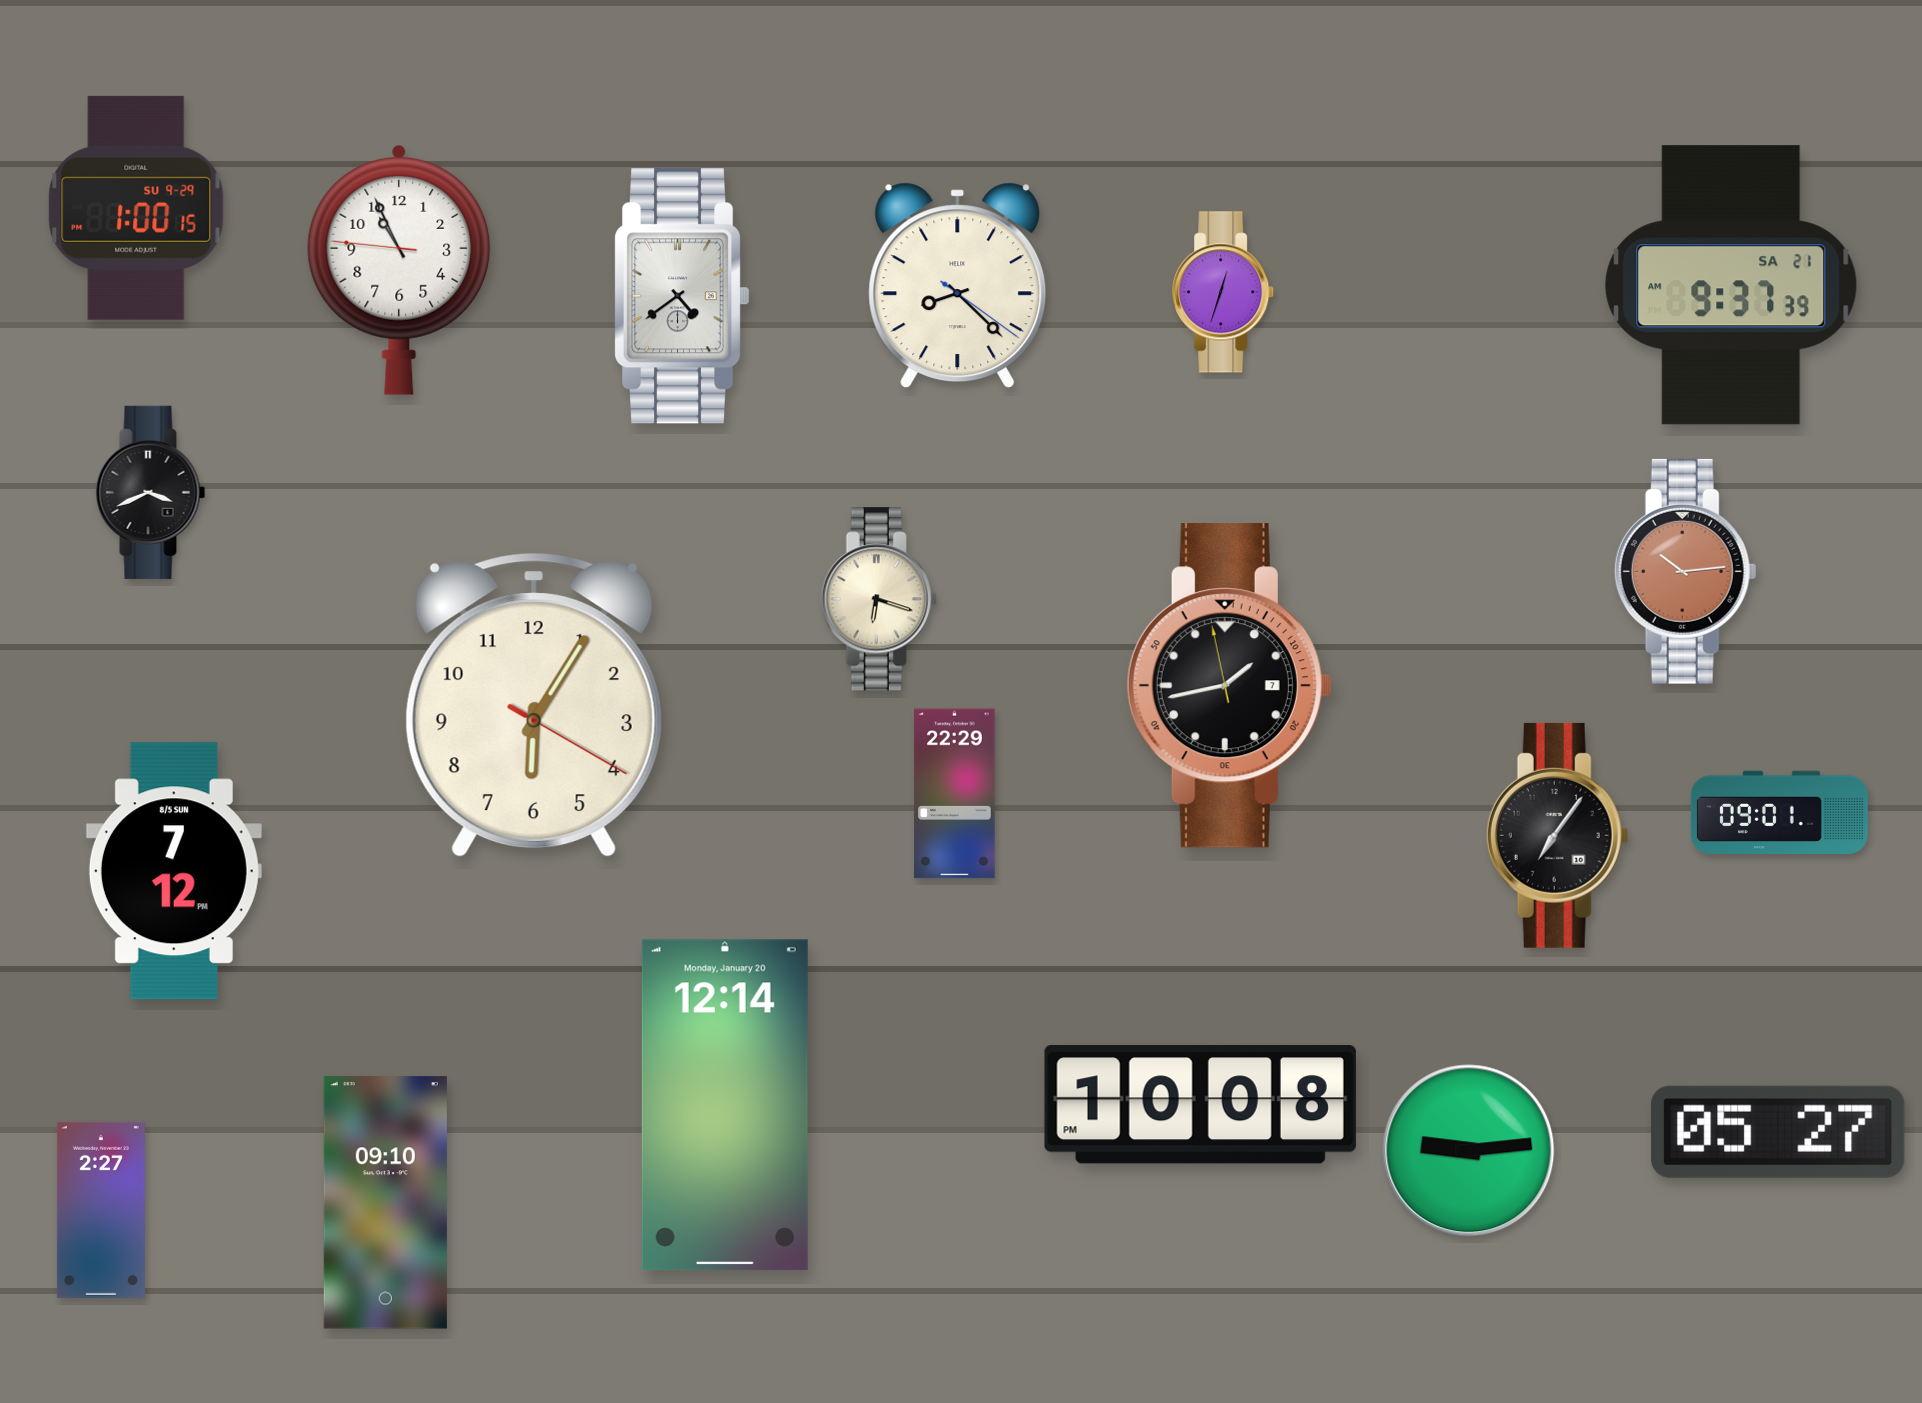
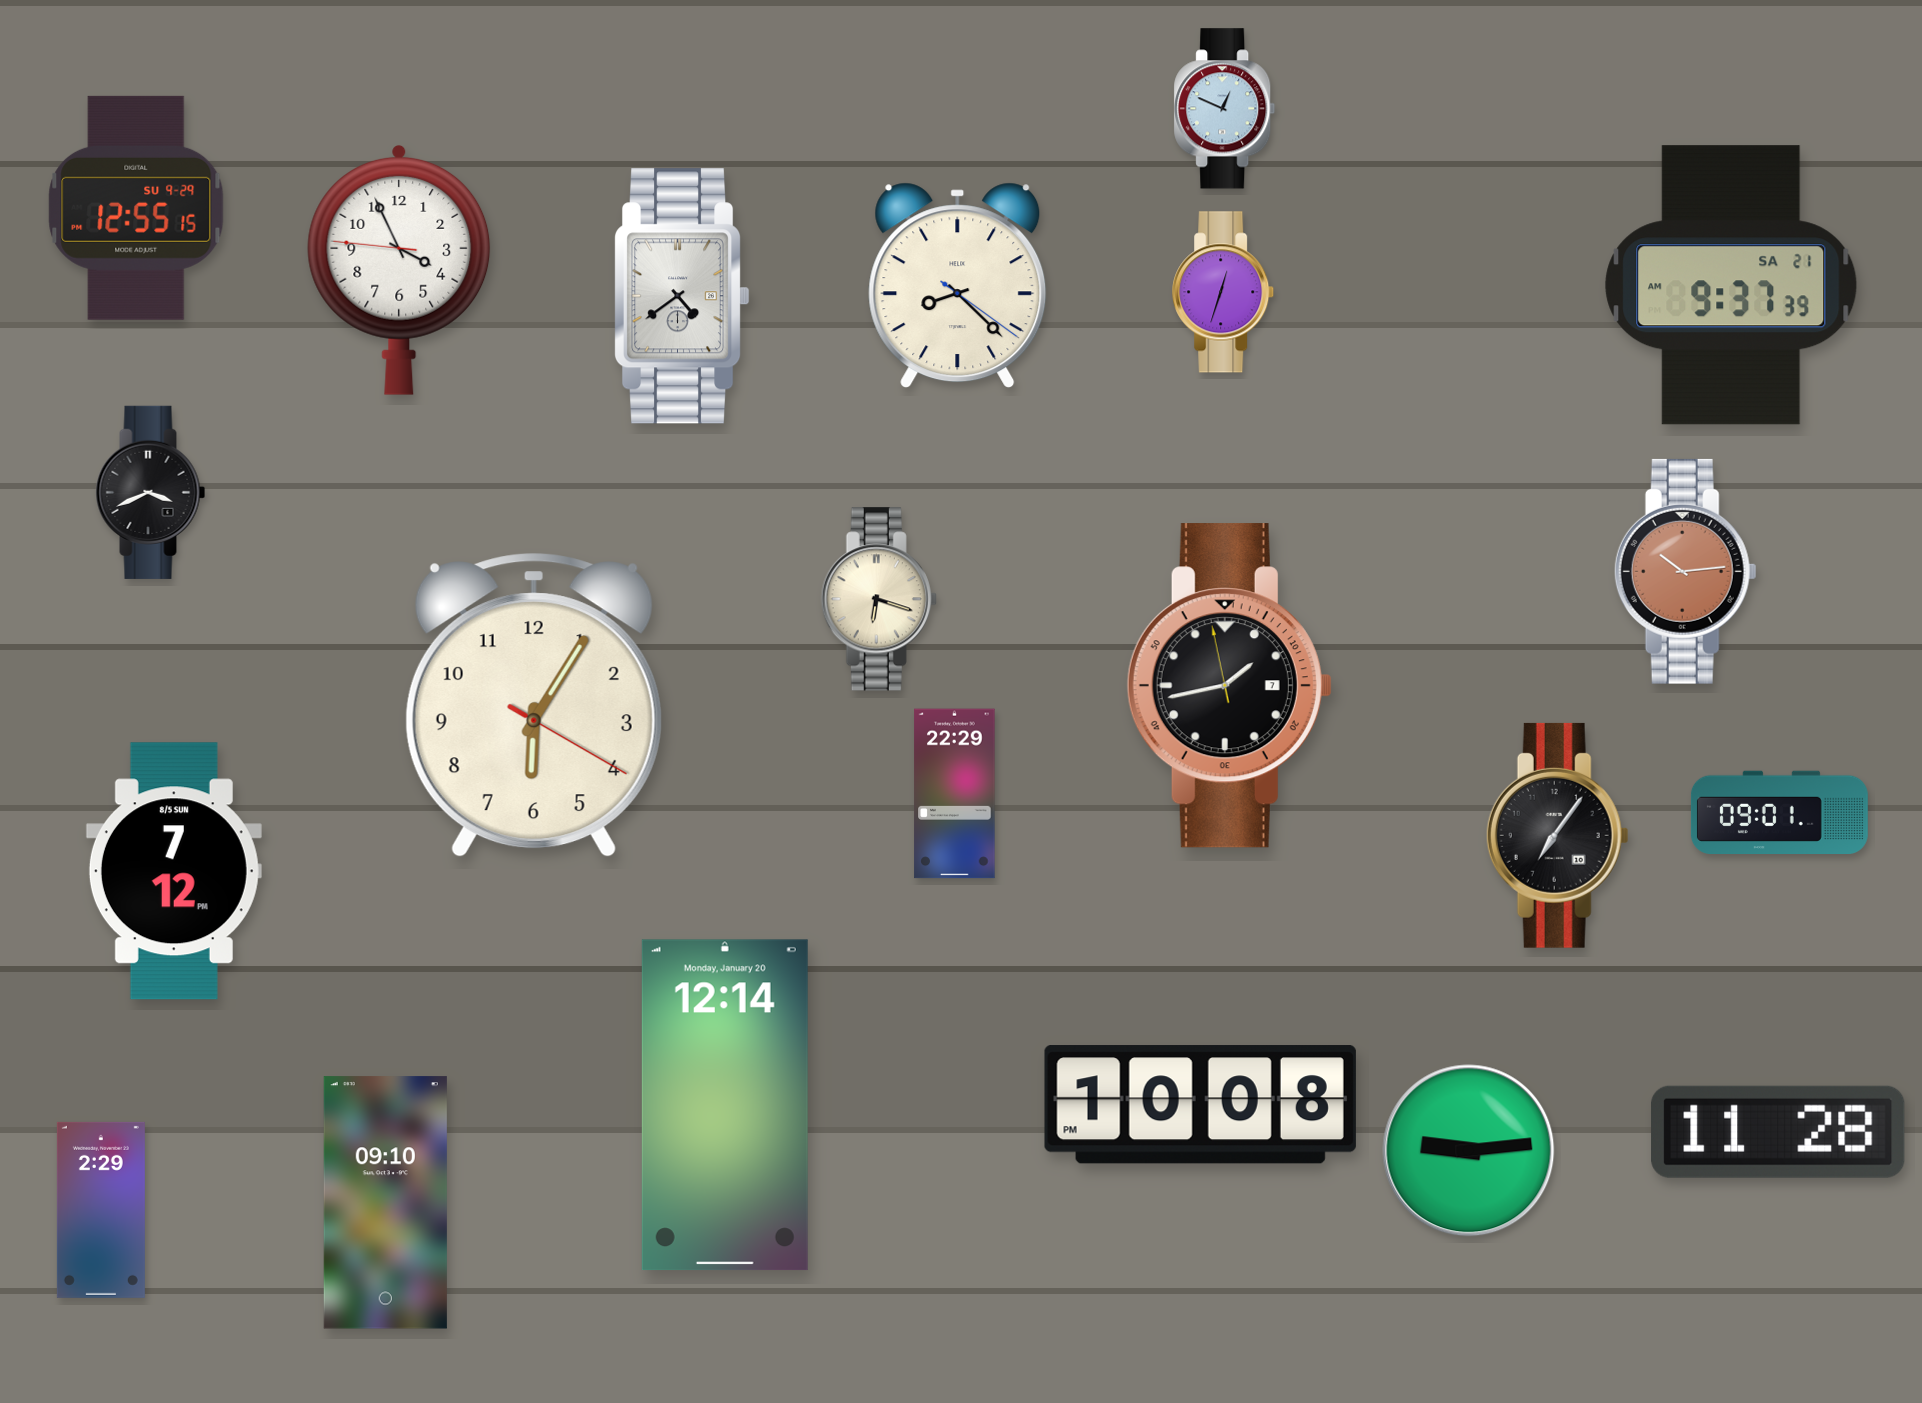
clock at (1225, 109): none -> 12:49
clock at (136, 208): 1:00 -> 12:55
clock at (399, 269): 10:55 -> 3:55
clock at (1778, 1132): 05:27 -> 11:28
clock at (101, 1210): 2:27 -> 2:29
